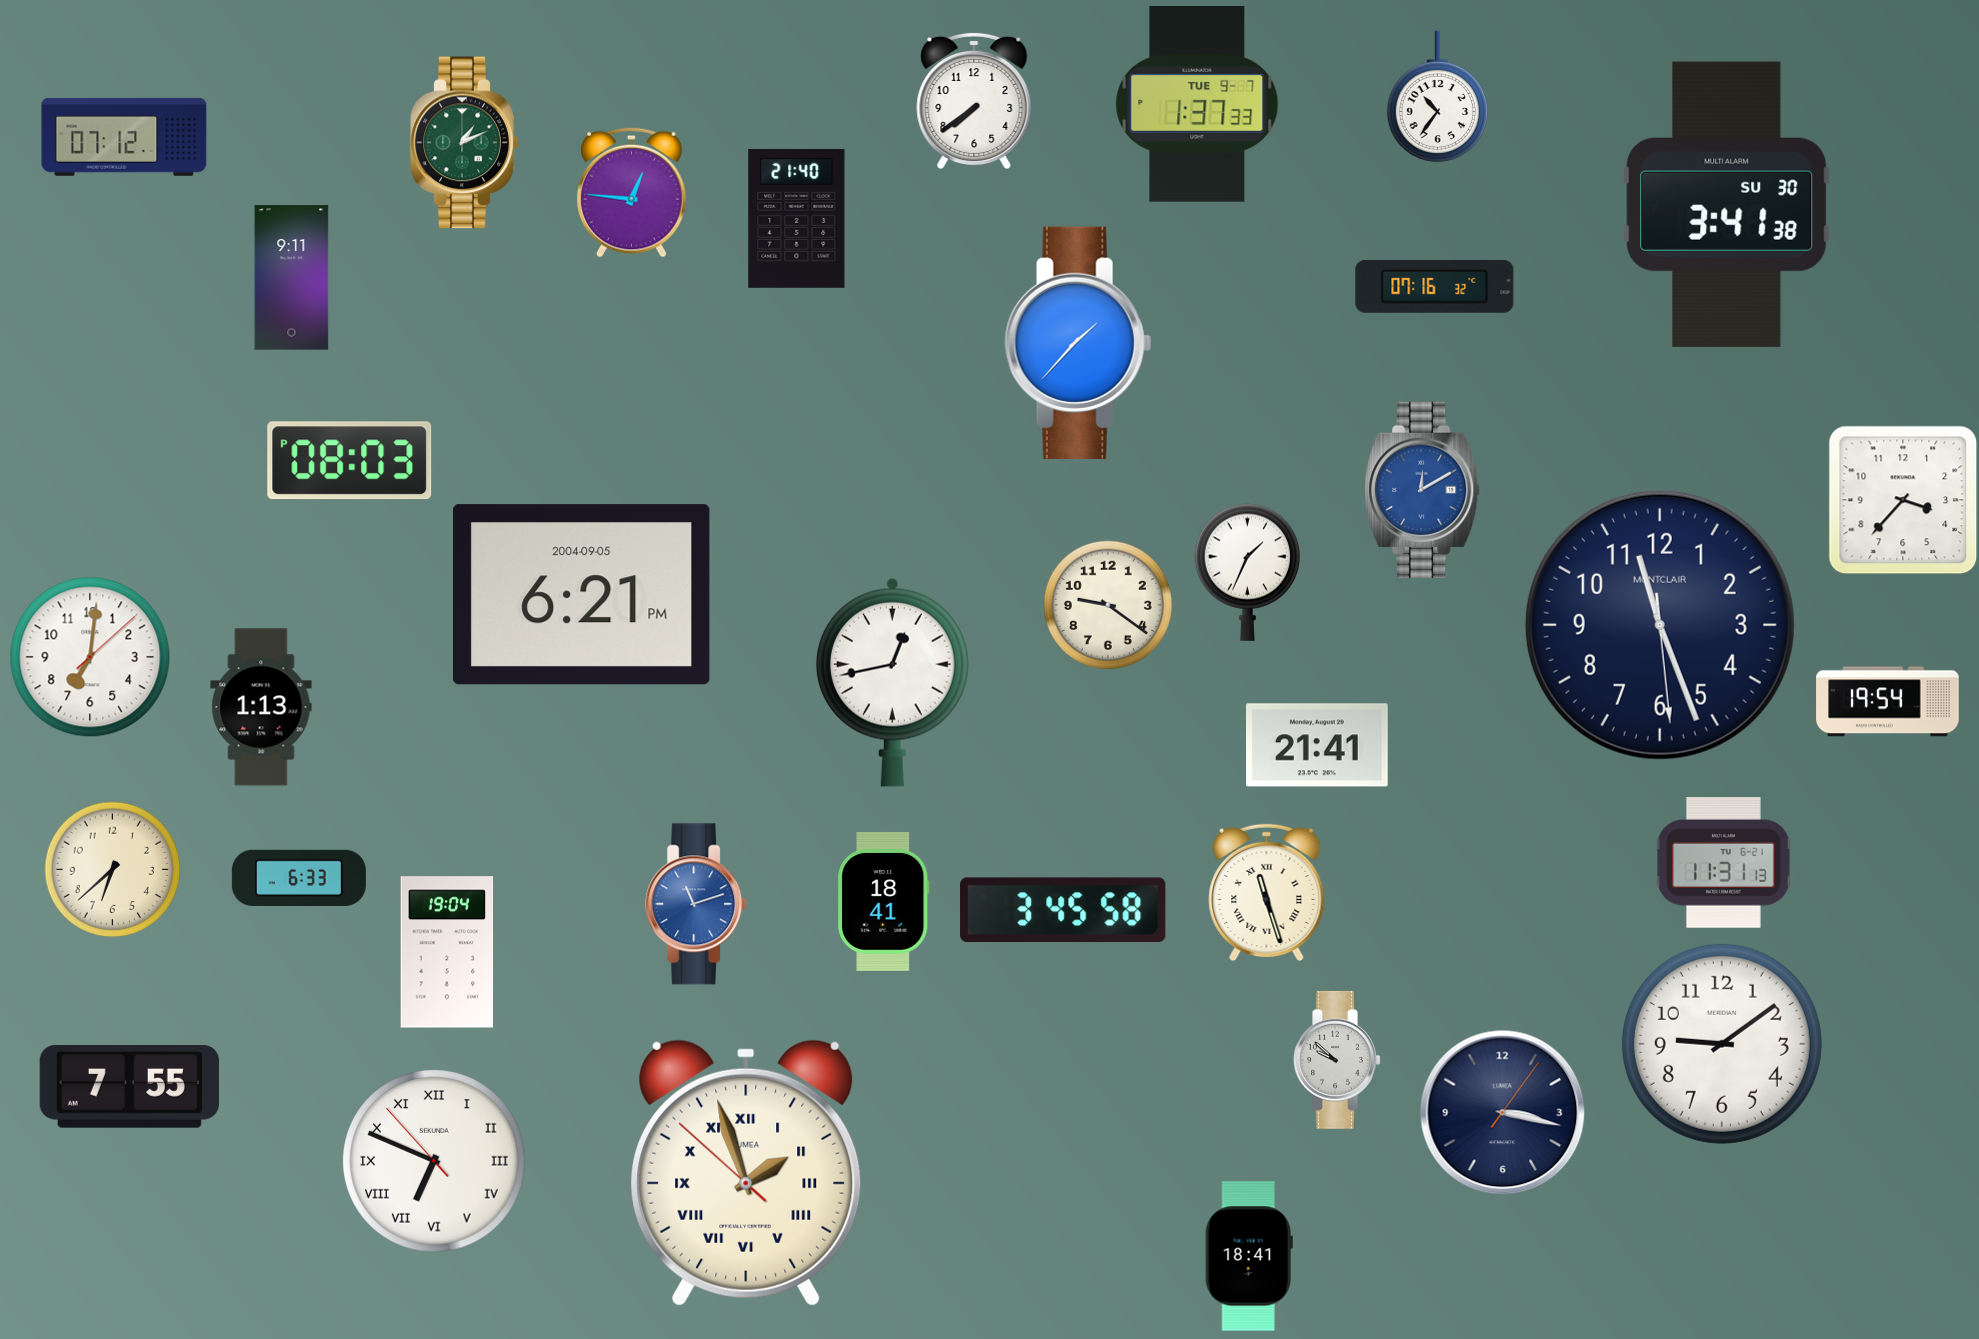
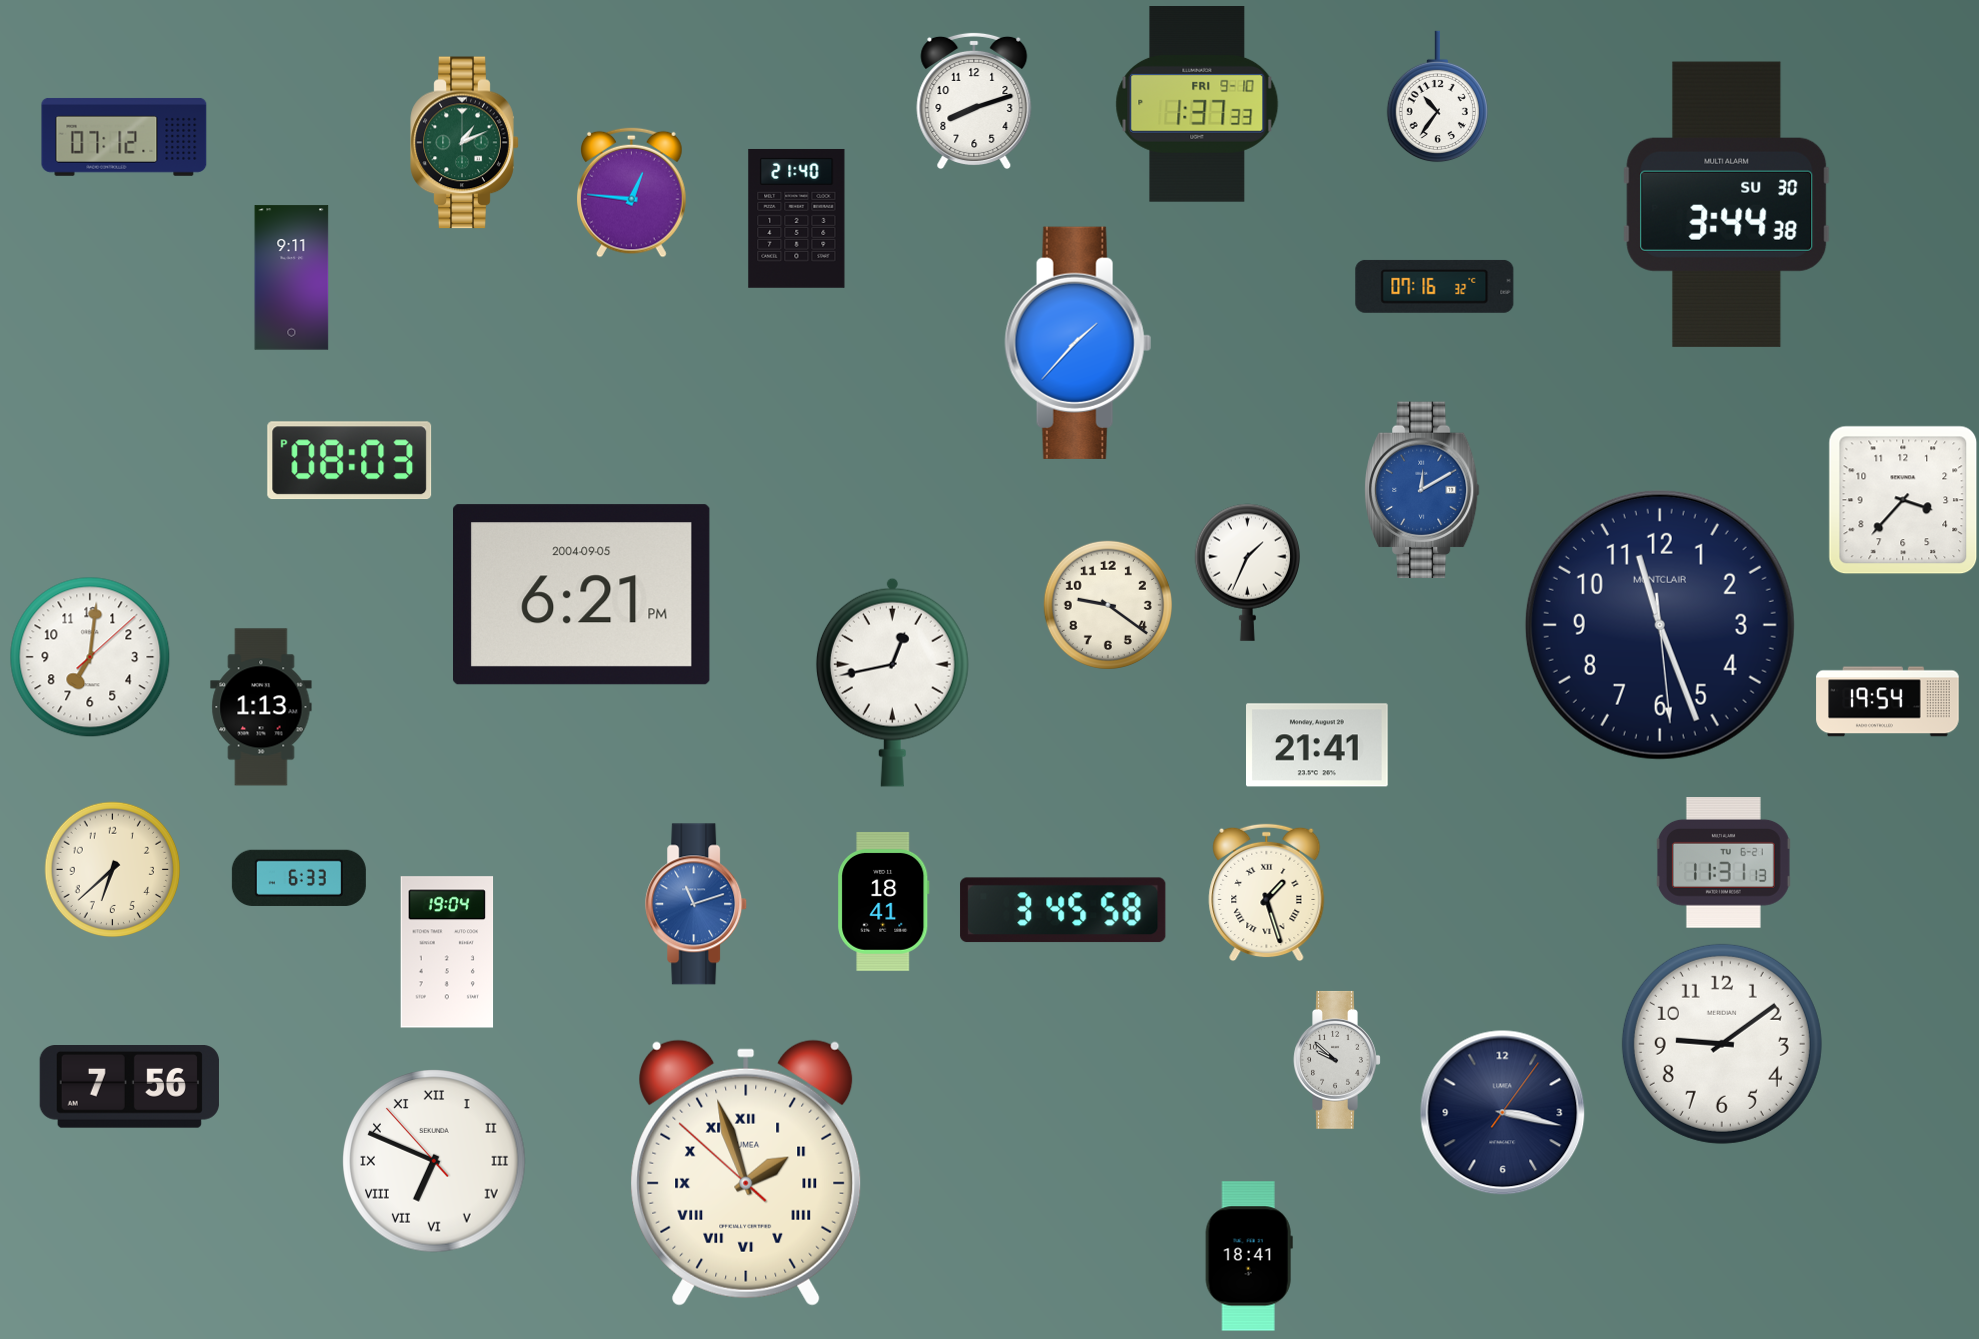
clock at (974, 100): 7:39 -> 8:12
clock at (1197, 105) date: TUE 9-7 -> FRI 9-10
clock at (1727, 204): 3:41 -> 3:44
clock at (1267, 893): 11:27 -> 1:27
clock at (129, 1087): 7:55 -> 7:56
